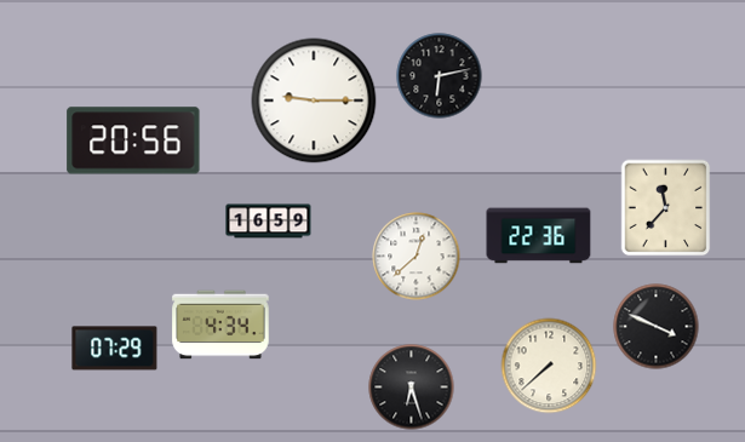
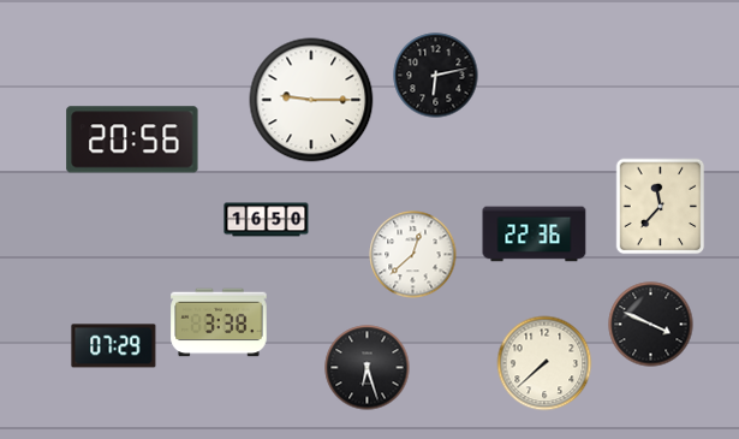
clock at (269, 222): 16:59 -> 16:50
clock at (220, 325): 4:34 -> 3:38
clock at (412, 388) position: (412, 388) -> (368, 368)
